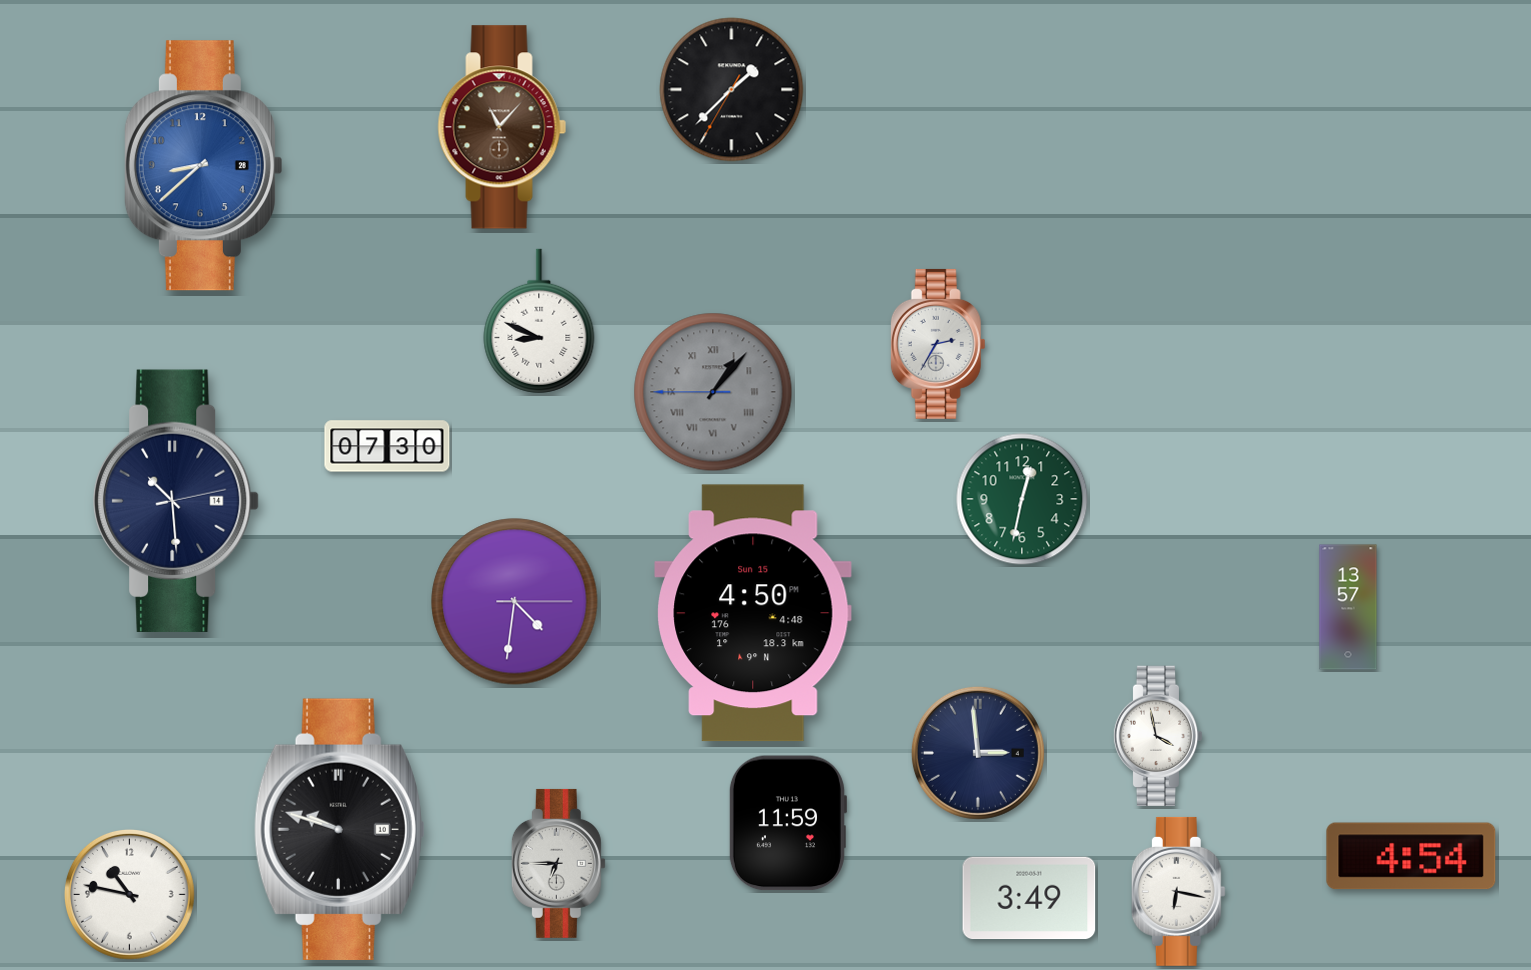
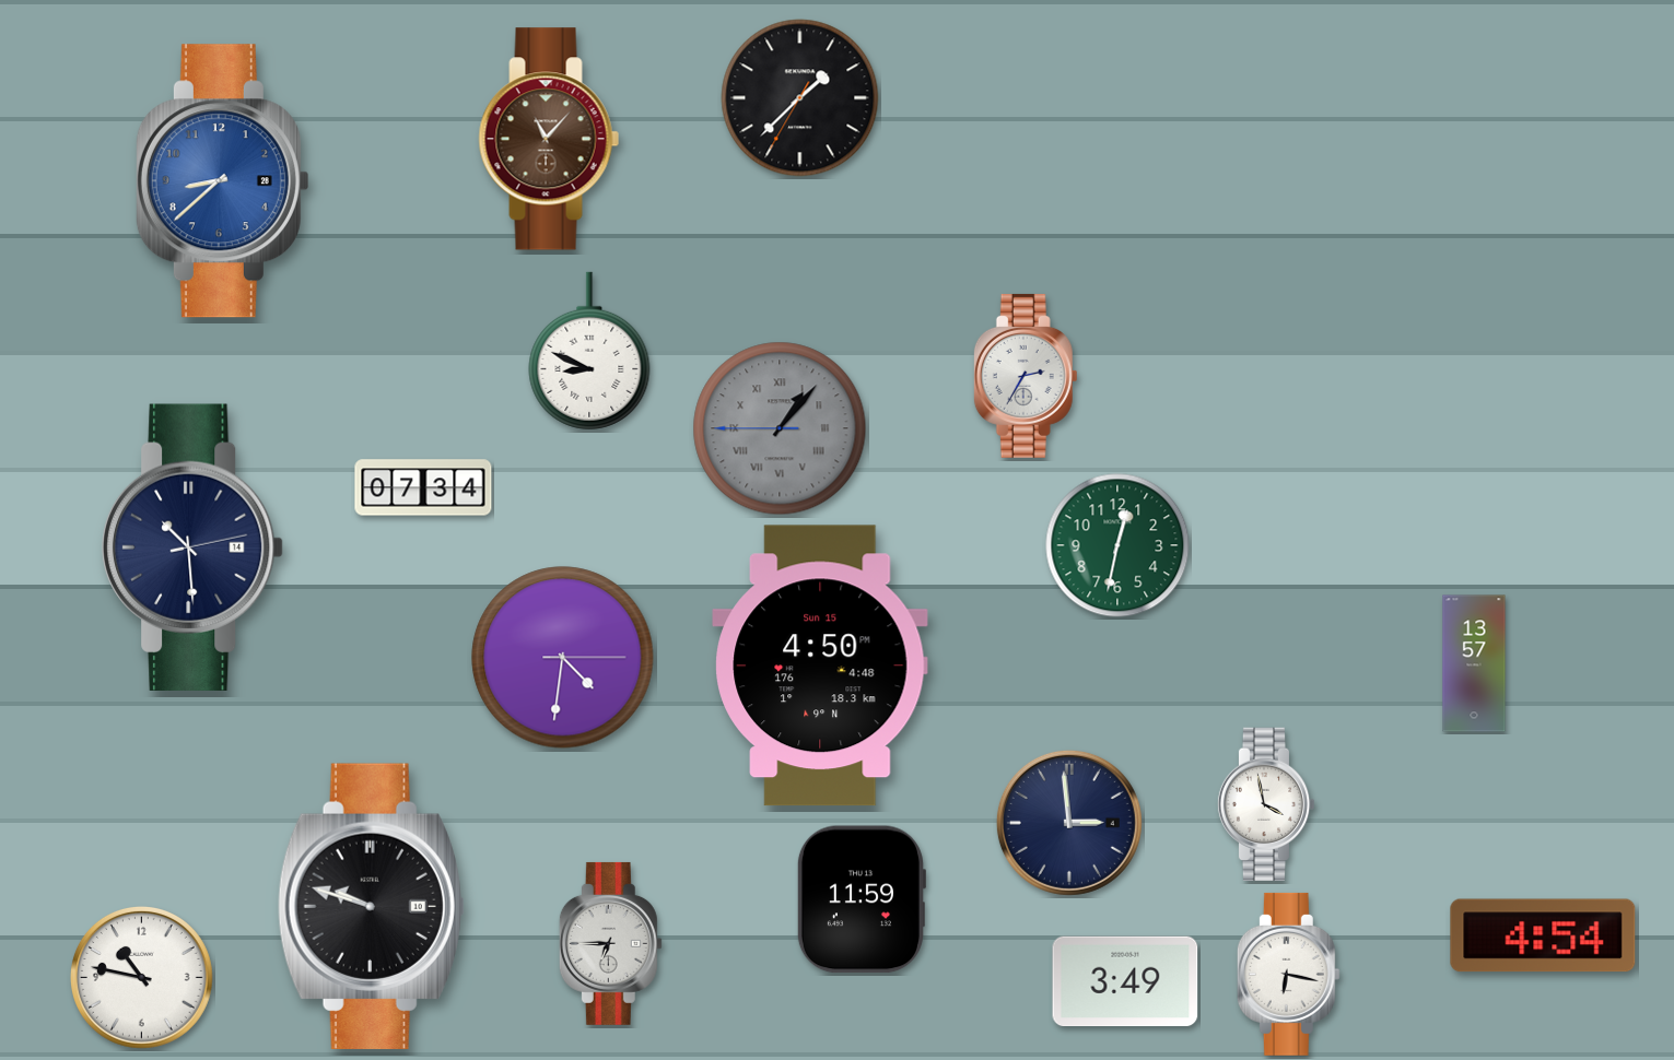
clock at (387, 446): 07:30 -> 07:34
clock at (753, 613) position: (753, 613) -> (820, 666)
